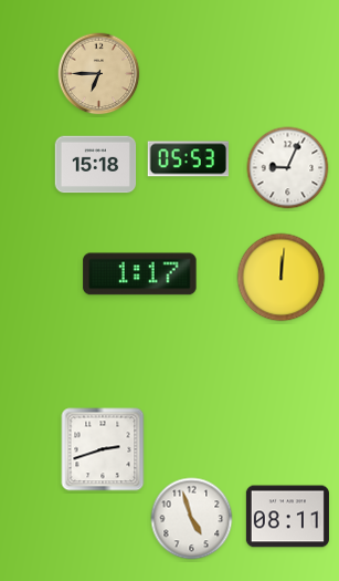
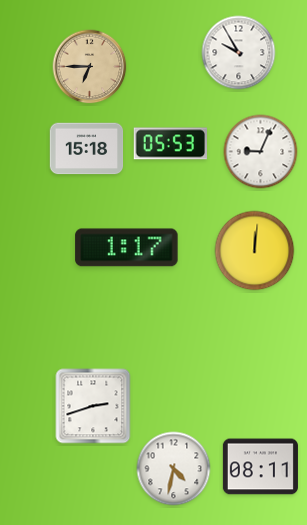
clock at (239, 53): none -> 9:55
clock at (192, 519): 4:57 -> 4:32
